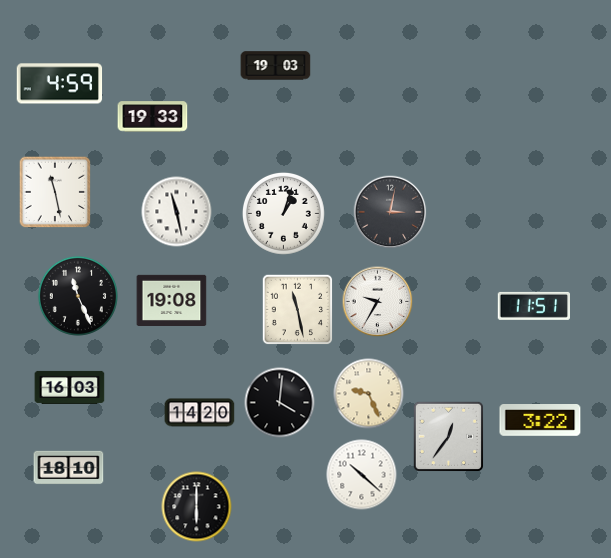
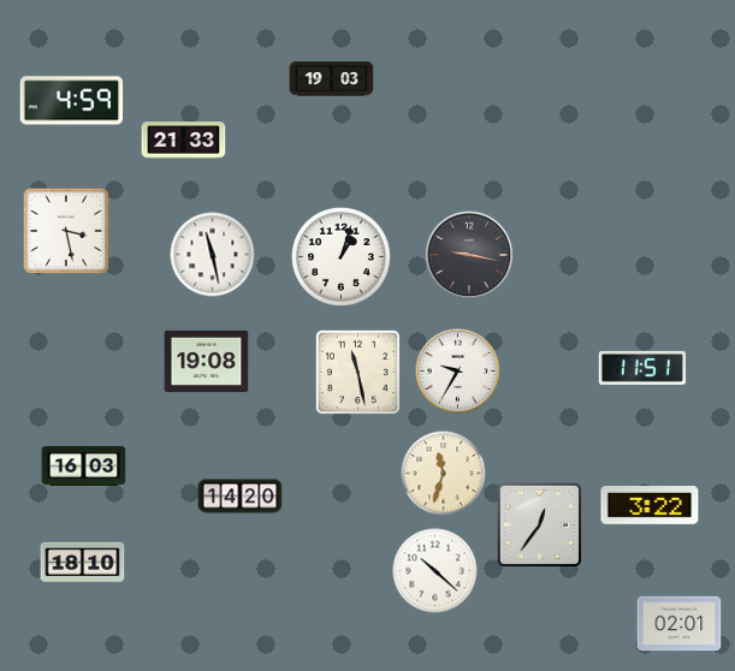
clock at (153, 117): 19:33 -> 21:33
clock at (55, 192): 11:28 -> 3:28
clock at (390, 212): 3:02 -> 9:17
clock at (78, 296): 11:26 -> none
clock at (378, 302) position: (378, 302) -> (458, 372)
clock at (369, 394): 9:26 -> 11:33
clock at (280, 403): 4:01 -> none
clock at (197, 507): 6:00 -> none
clock at (680, 624): none -> 02:01
